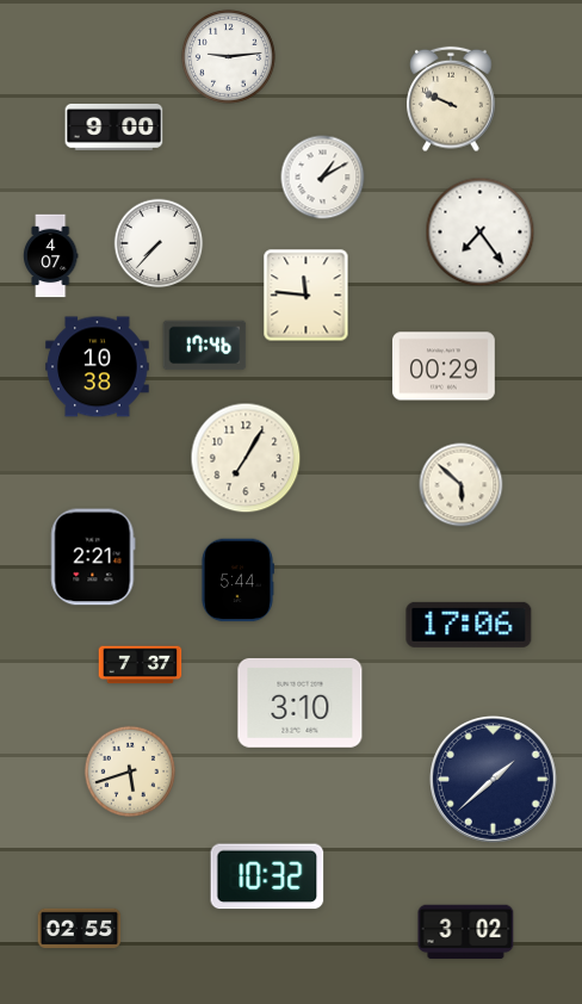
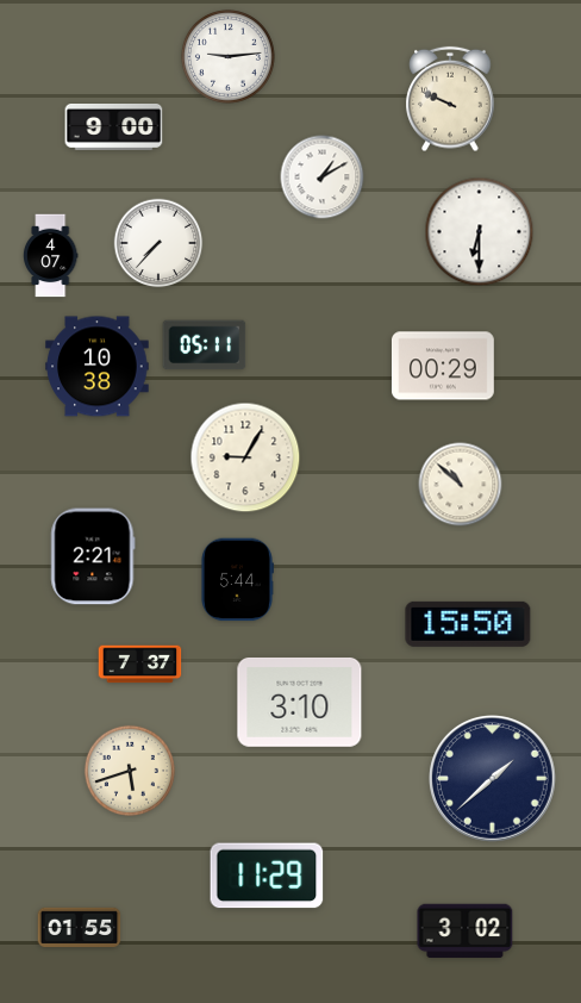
clock at (481, 233): 7:24 -> 6:30
clock at (307, 296): 11:46 -> none
clock at (205, 346): 17:46 -> 05:11
clock at (246, 458): 7:05 -> 9:05
clock at (462, 485): 5:52 -> 10:52
clock at (469, 625): 17:06 -> 15:50
clock at (267, 876): 10:32 -> 11:29
clock at (80, 929): 02:55 -> 01:55
